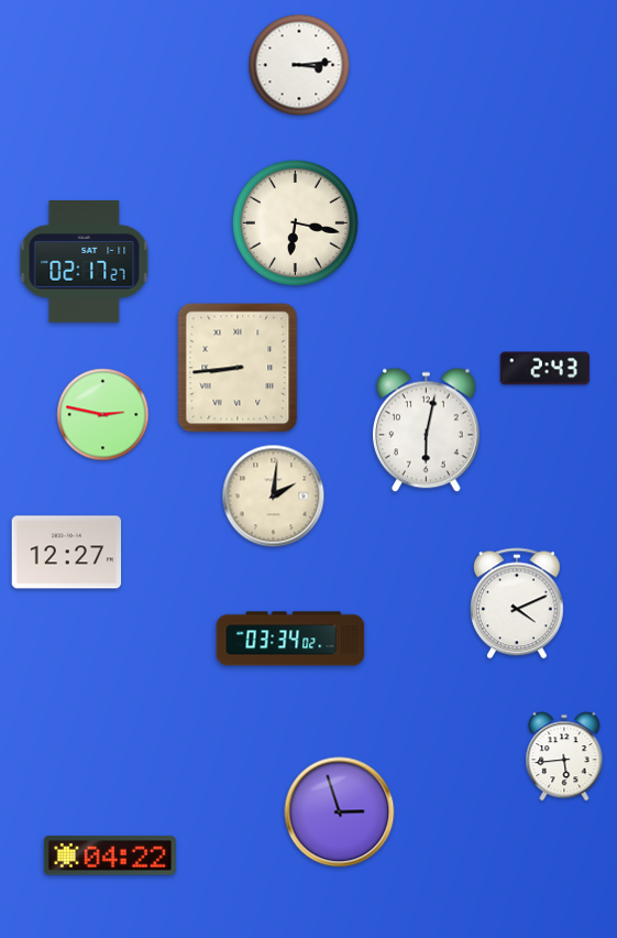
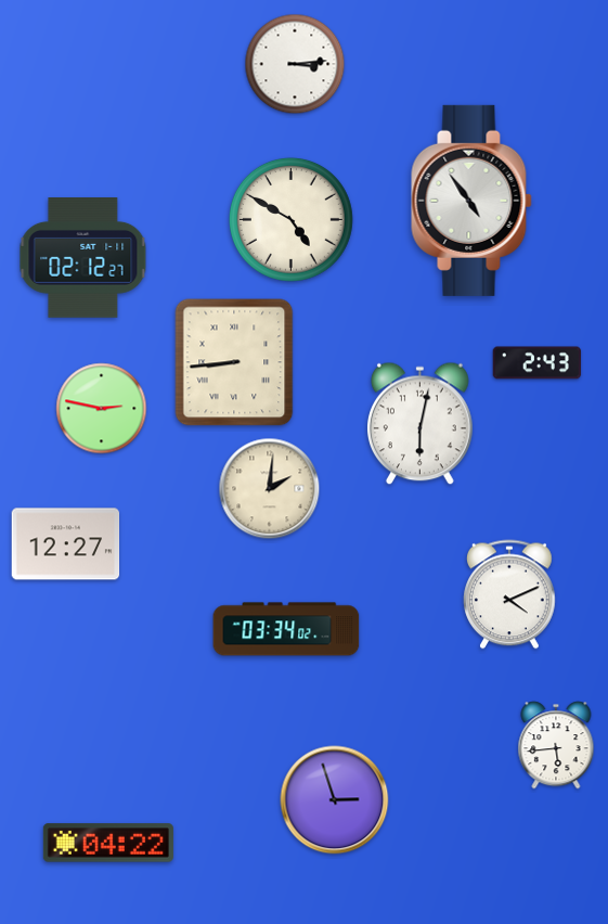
clock at (471, 201): none -> 4:54
clock at (295, 222): 6:17 -> 4:50
clock at (85, 262): 02:17 -> 02:12
